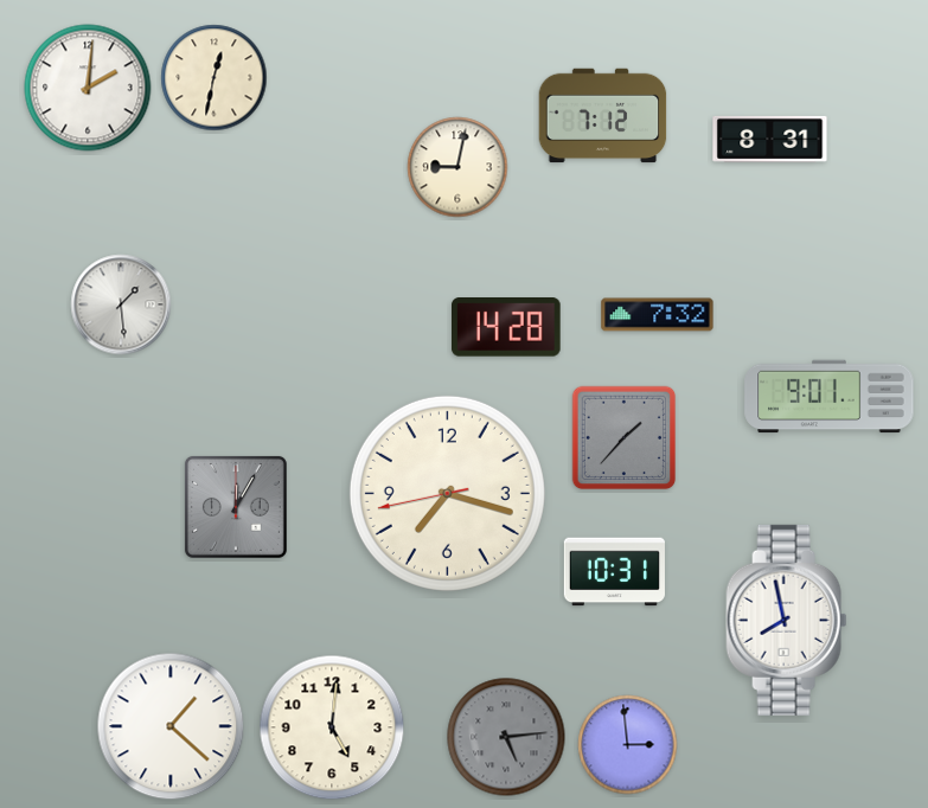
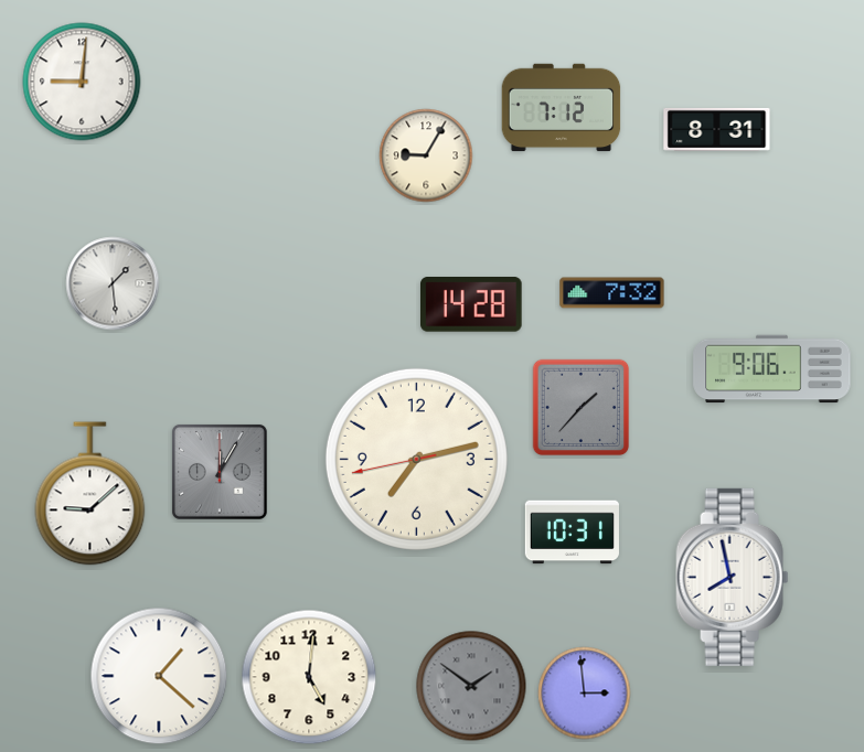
clock at (215, 78): 12:32 -> none
clock at (88, 88): 2:01 -> 9:01
clock at (457, 167): 9:02 -> 9:05
clock at (830, 397): 9:01 -> 9:06
clock at (447, 493): 7:17 -> 7:12
clock at (90, 494): none -> 9:08
clock at (506, 737): 5:14 -> 1:51
